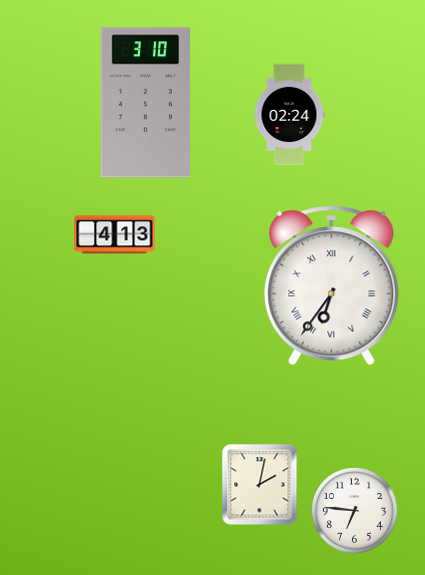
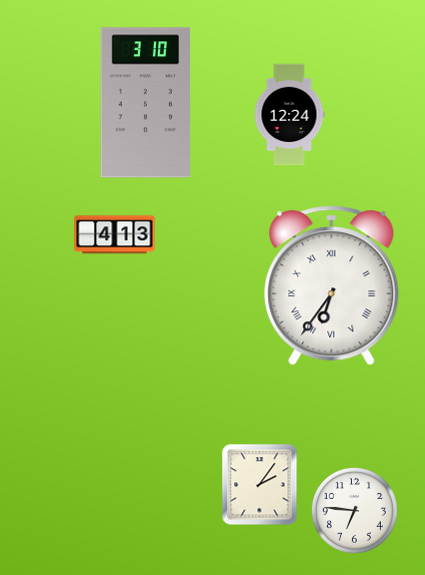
clock at (289, 115): 02:24 -> 12:24
clock at (260, 485): 2:02 -> 2:06
